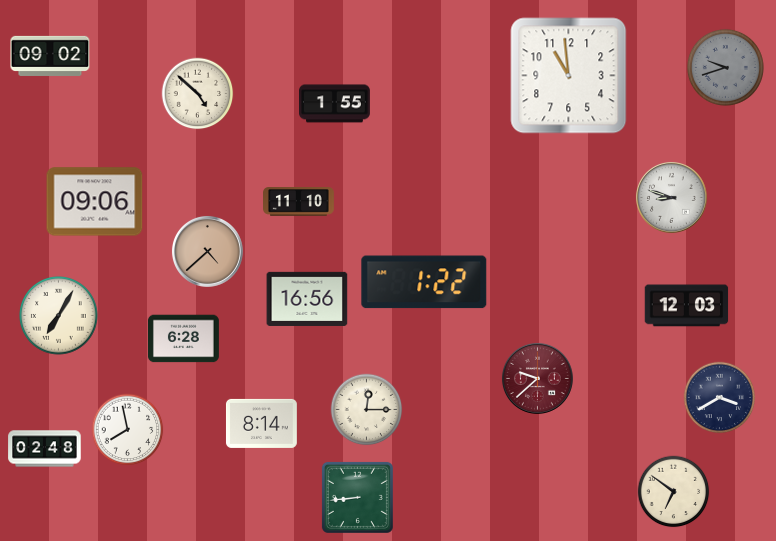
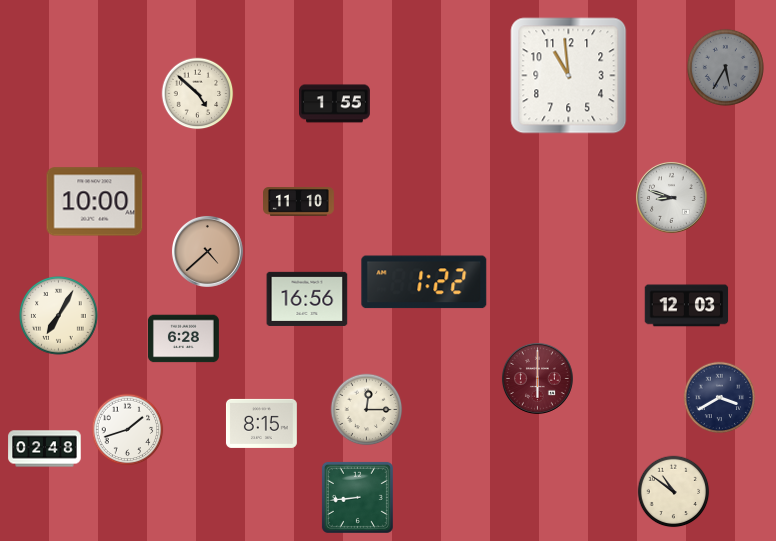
clock at (50, 55): 09:02 -> none
clock at (725, 67): 9:42 -> 5:35
clock at (95, 202): 09:06 -> 10:00
clock at (537, 378): 9:38 -> 6:00
clock at (261, 423): 8:14 -> 8:15
clock at (128, 430): 7:58 -> 1:42
clock at (674, 492): 6:51 -> 10:51
